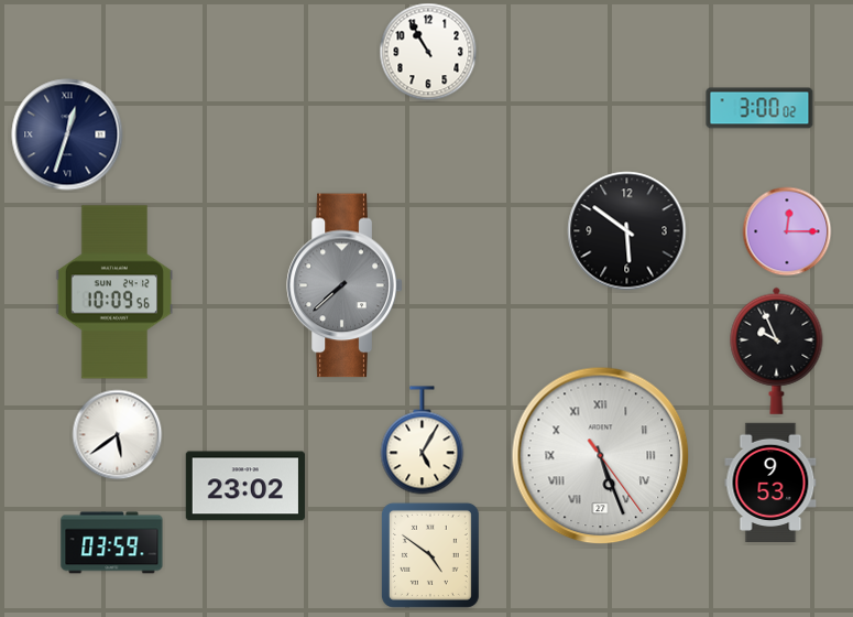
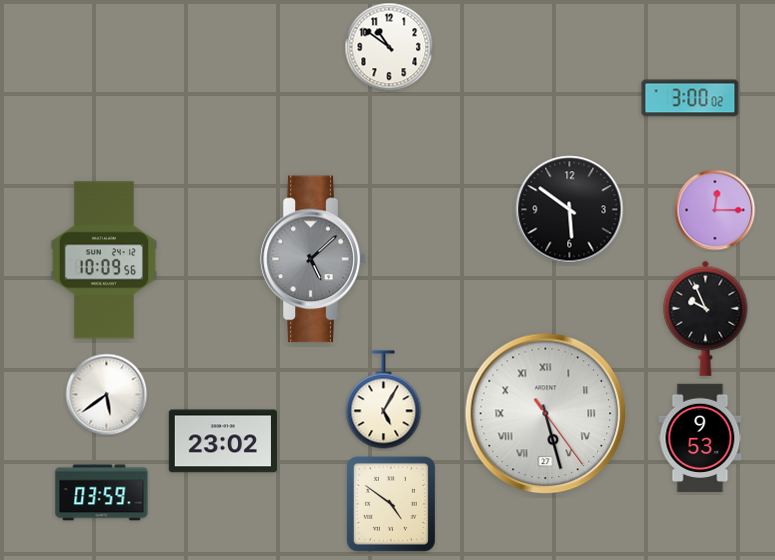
clock at (428, 52): 10:55 -> 10:51
clock at (67, 134): 12:33 -> none
clock at (345, 285): 7:38 -> 5:08
clock at (113, 292) position: (113, 292) -> (103, 260)
clock at (601, 456): 5:26 -> 5:27
